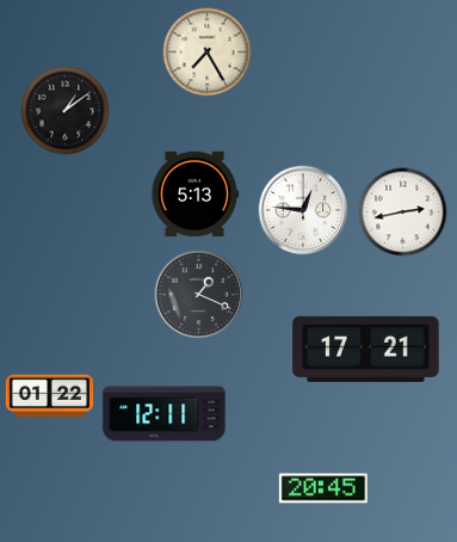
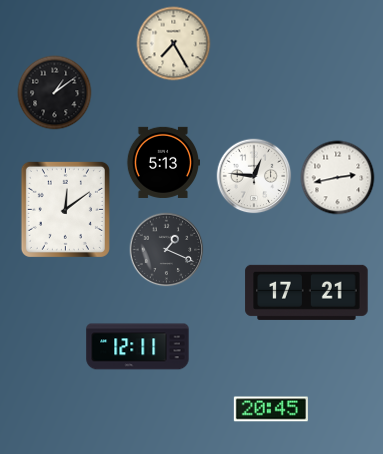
clock at (65, 209): none -> 12:09
clock at (199, 295) position: (199, 295) -> (167, 250)
clock at (50, 396): 01:22 -> none
